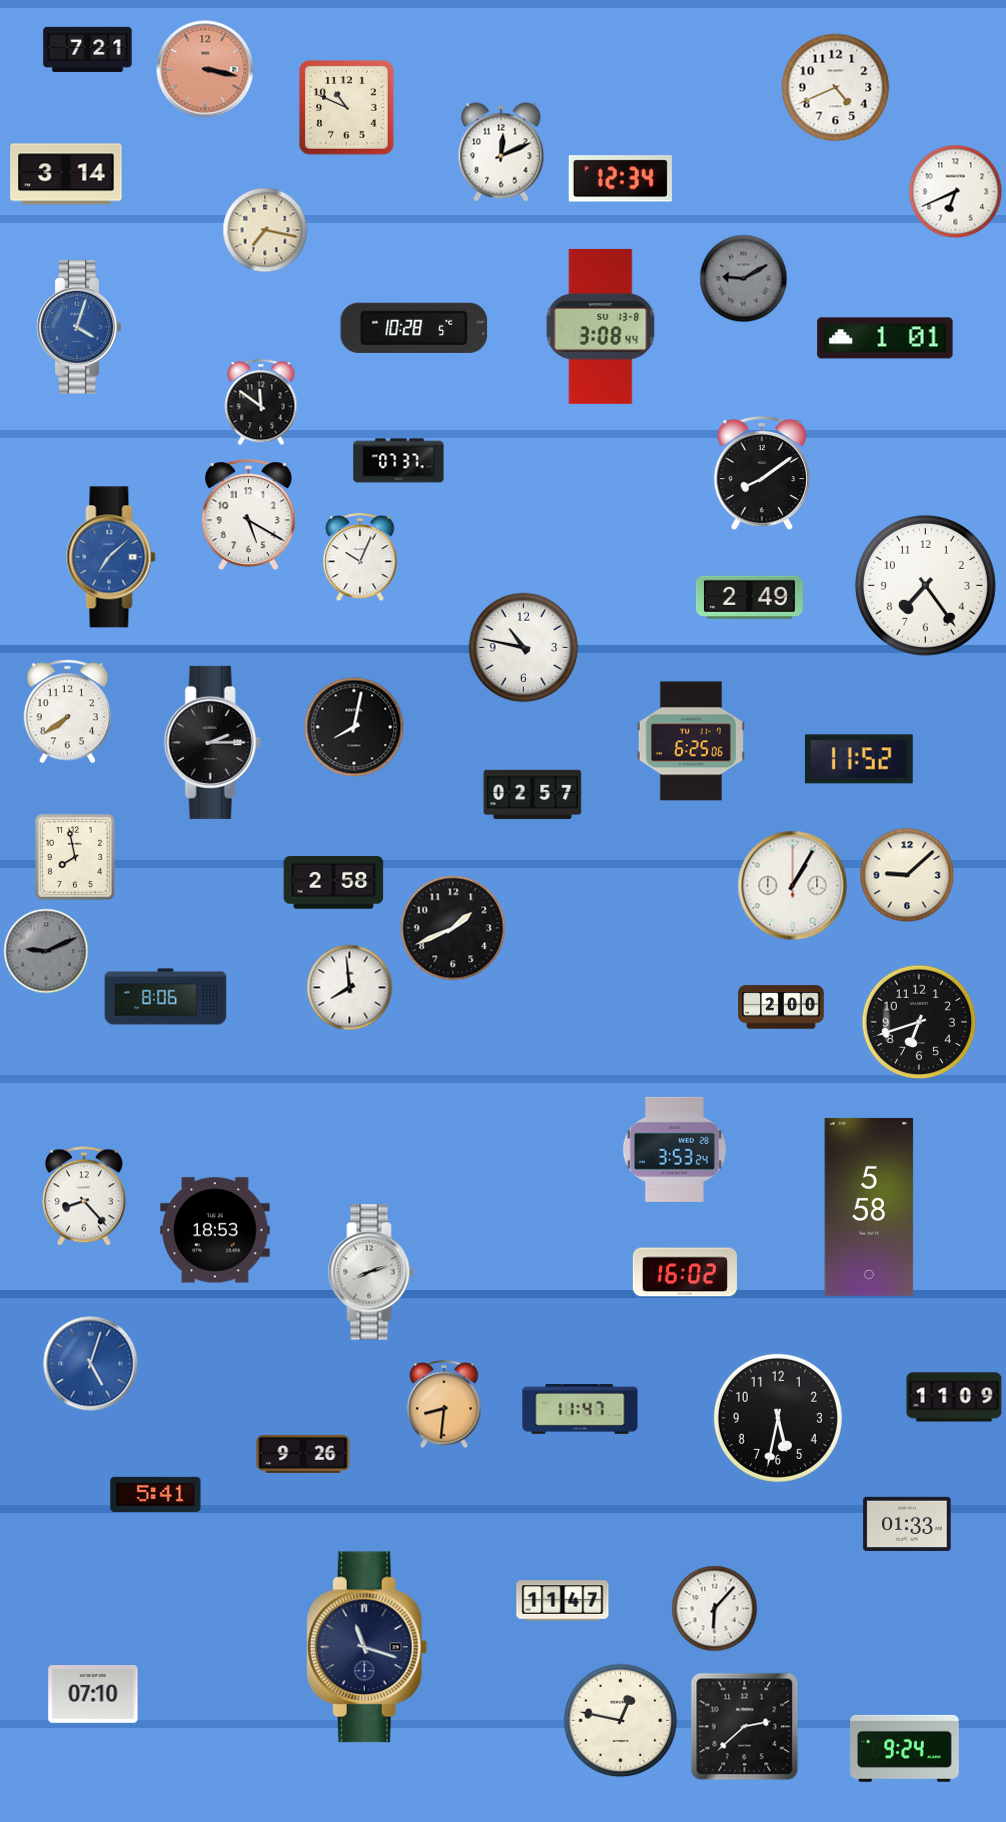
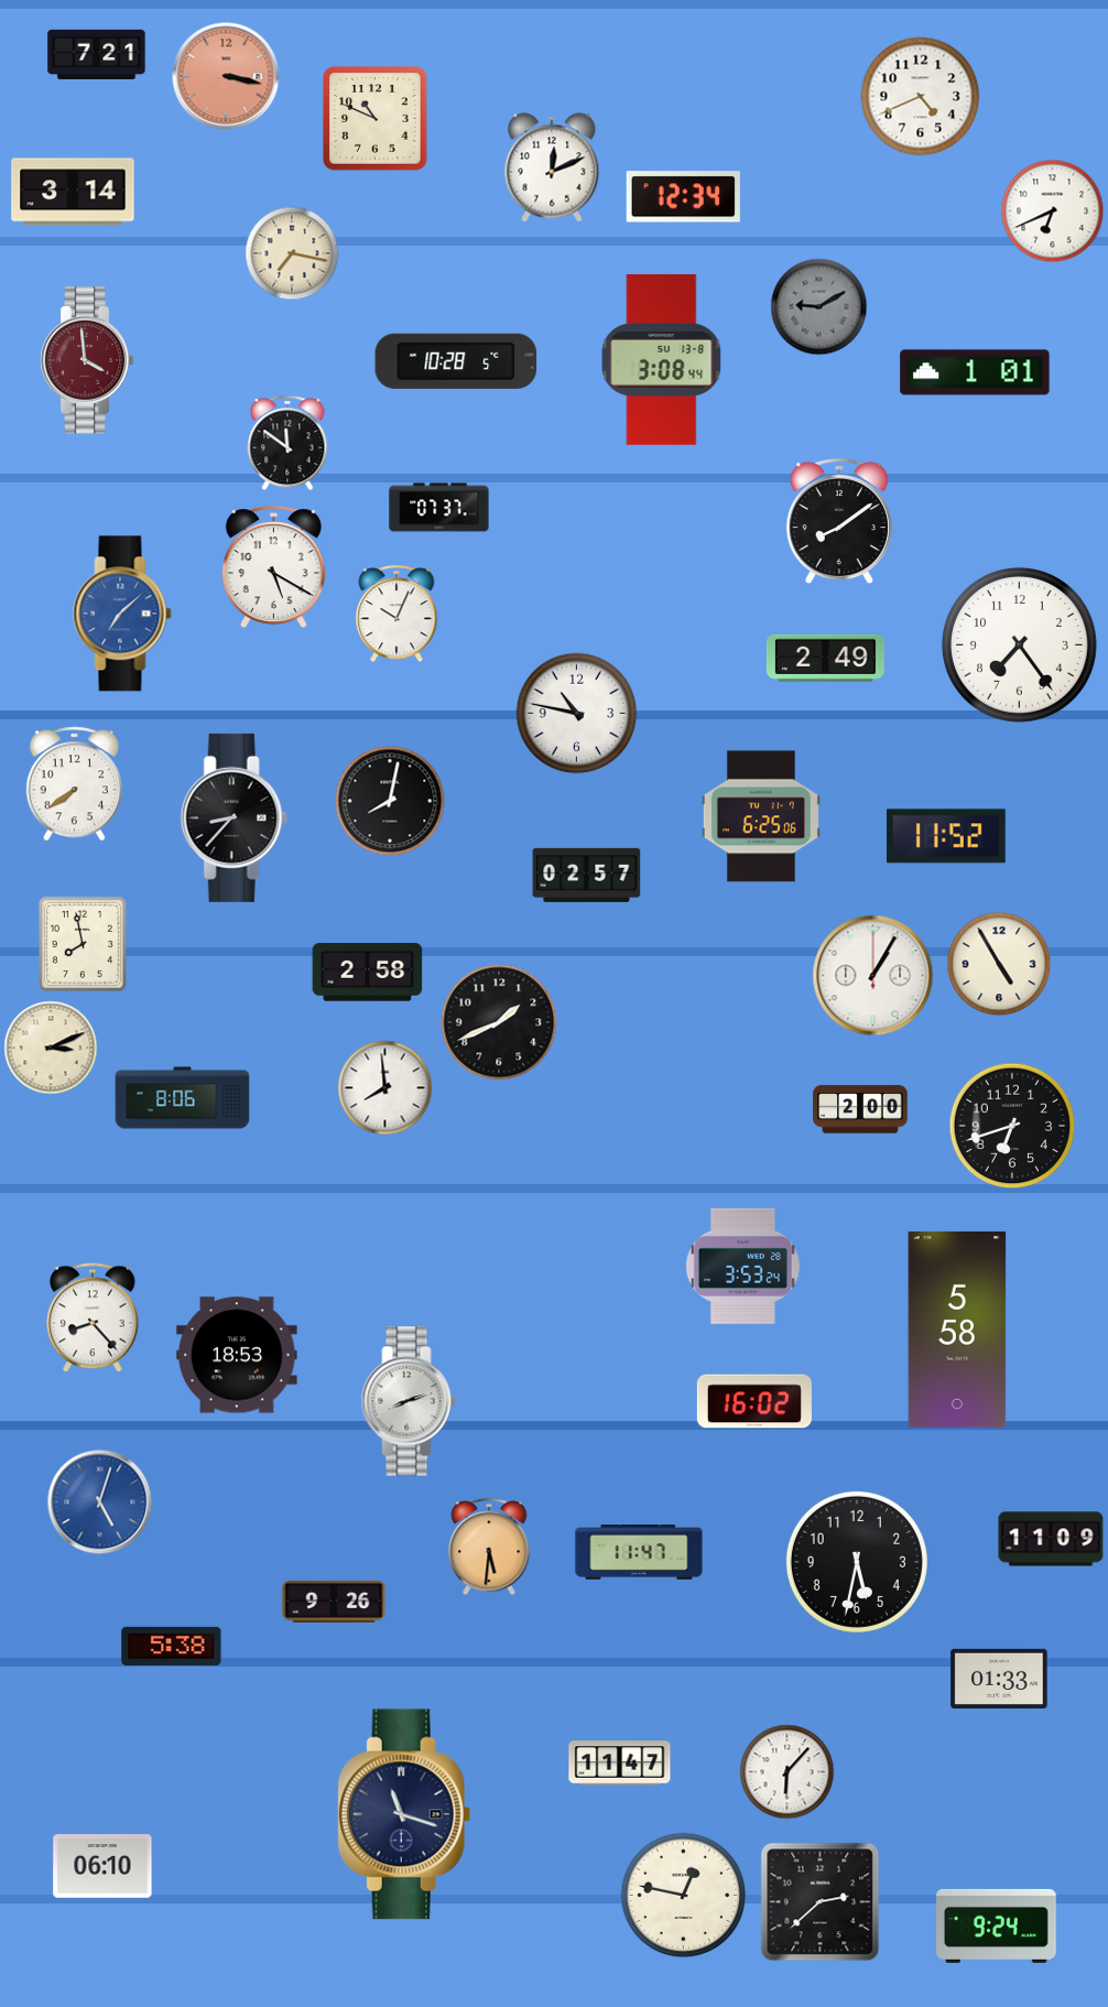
clock at (347, 108) position: (347, 108) -> (376, 119)
clock at (79, 327): 4:03 -> 3:59
clock at (79, 327) dial: blue -> burgundy
clock at (212, 742): 2:15 -> 8:37
clock at (907, 875): 9:08 -> 4:55
clock at (46, 951): 9:11 -> 3:11
clock at (46, 951) dial: grey -> cream
clock at (444, 1405): 8:31 -> 5:31
clock at (156, 1494): 5:41 -> 5:38
clock at (93, 1695): 07:10 -> 06:10
